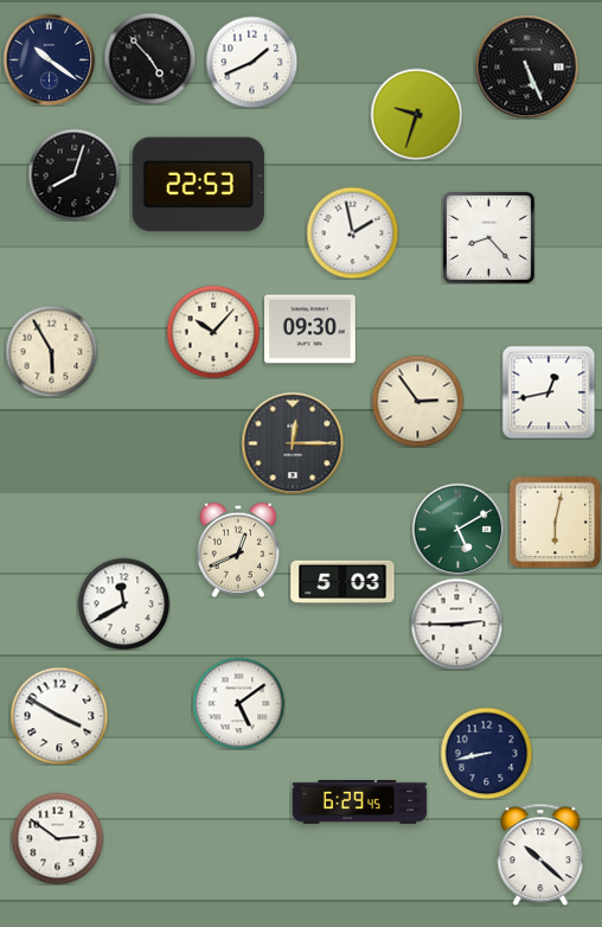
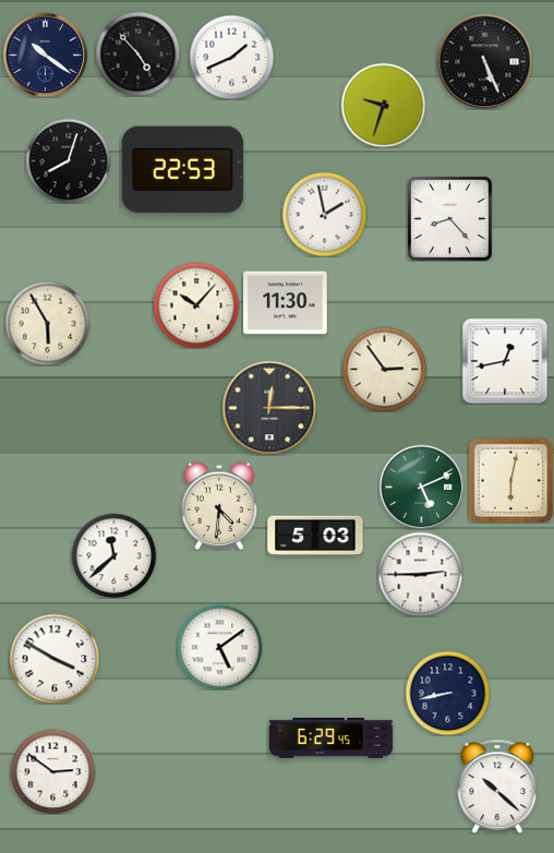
clock at (310, 330): 09:30 -> 11:30
clock at (457, 529): 5:10 -> 5:11
clock at (237, 550): 12:41 -> 4:31
clock at (123, 603): 11:40 -> 11:38
